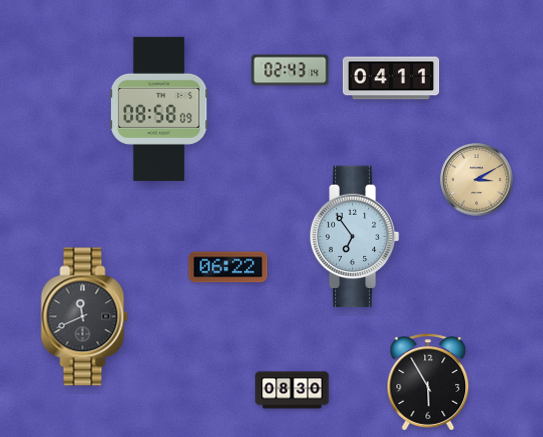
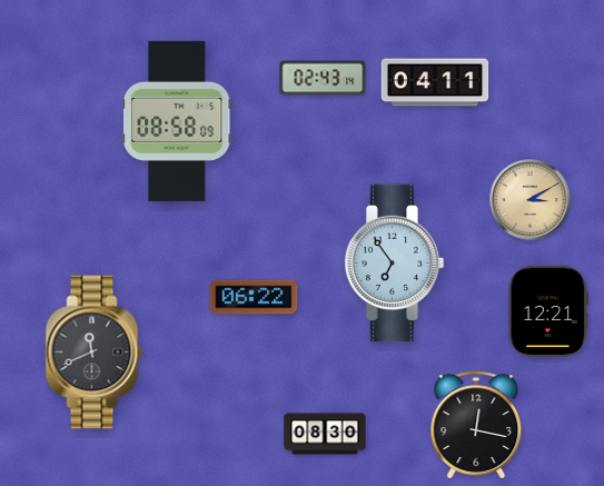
clock at (391, 78) position: (391, 78) -> (435, 82)
clock at (548, 311): none -> 12:21
clock at (428, 382): 5:55 -> 12:17
